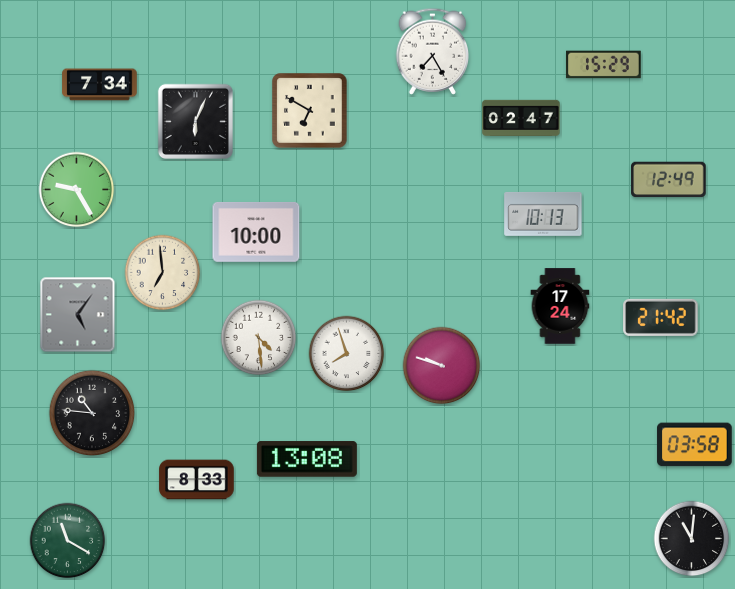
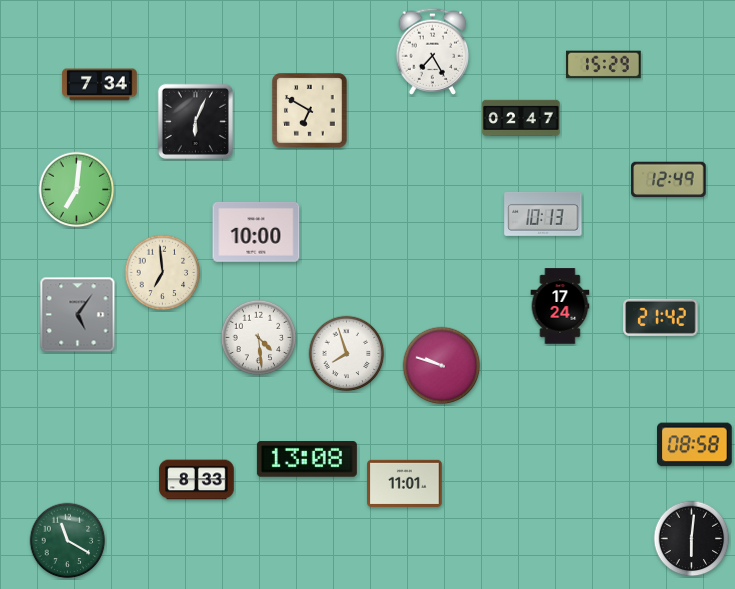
clock at (77, 190): 9:25 -> 7:01
clock at (92, 413): 10:46 -> none
clock at (695, 445): 03:58 -> 08:58
clock at (405, 483): none -> 11:01
clock at (692, 539): 11:01 -> 6:01
